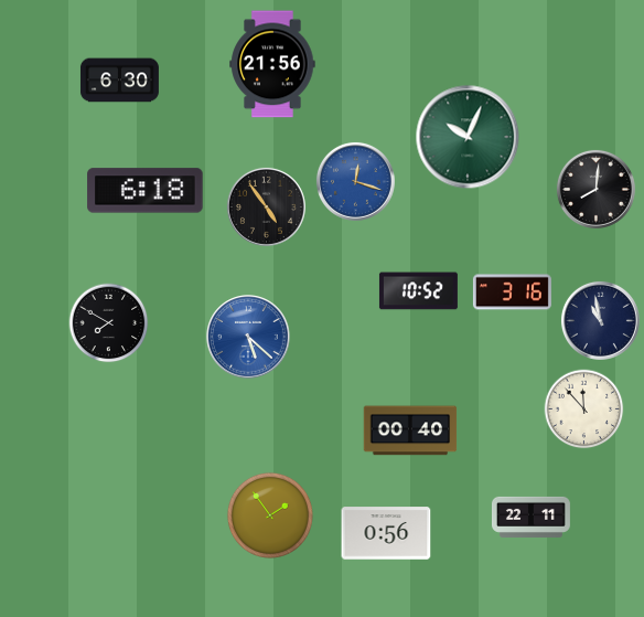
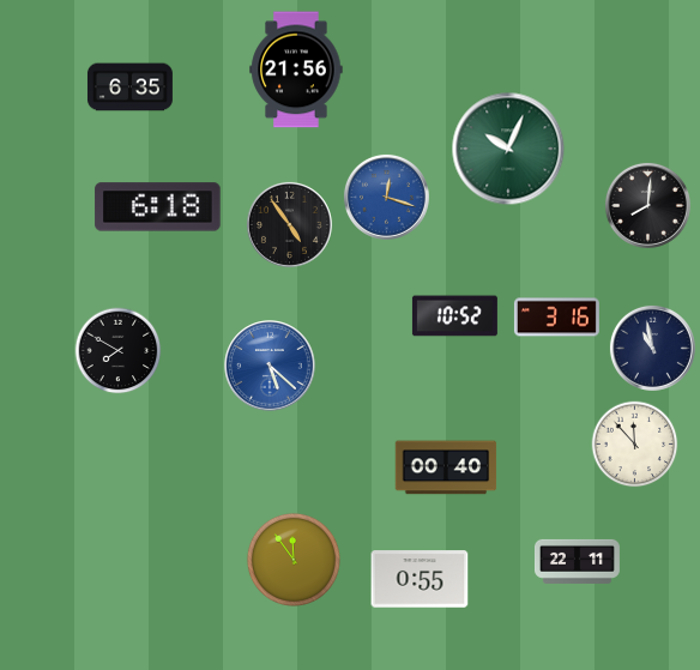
clock at (119, 81): 6:30 -> 6:35
clock at (270, 515): 1:54 -> 11:54
clock at (386, 533): 0:56 -> 0:55
